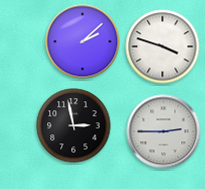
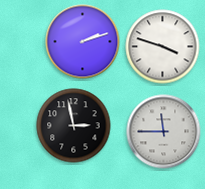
clock at (83, 42): 2:08 -> 2:12
clock at (164, 132): 2:45 -> 11:45
